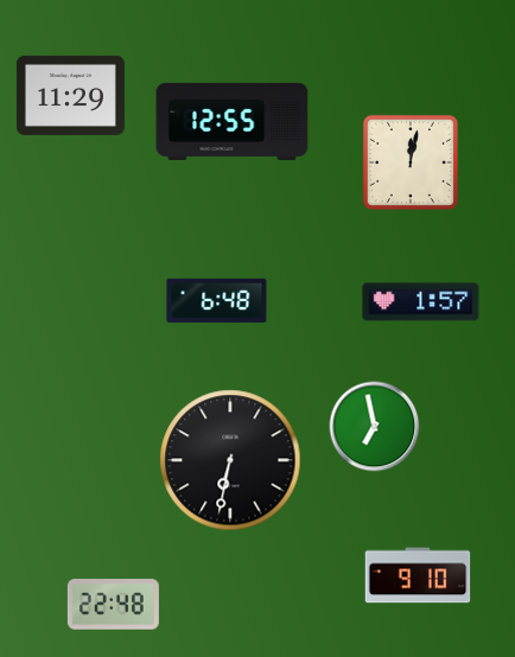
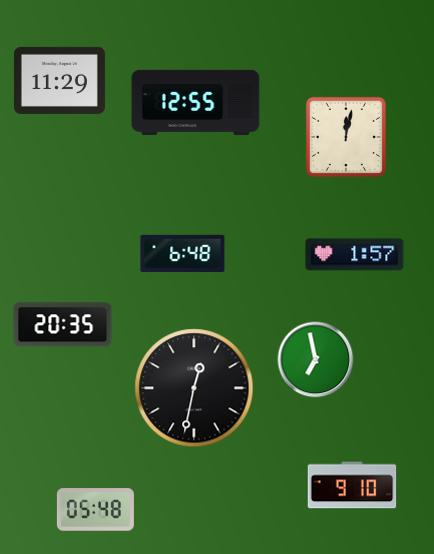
clock at (63, 325): none -> 20:35
clock at (230, 460): 6:32 -> 12:32
clock at (113, 605): 22:48 -> 05:48
